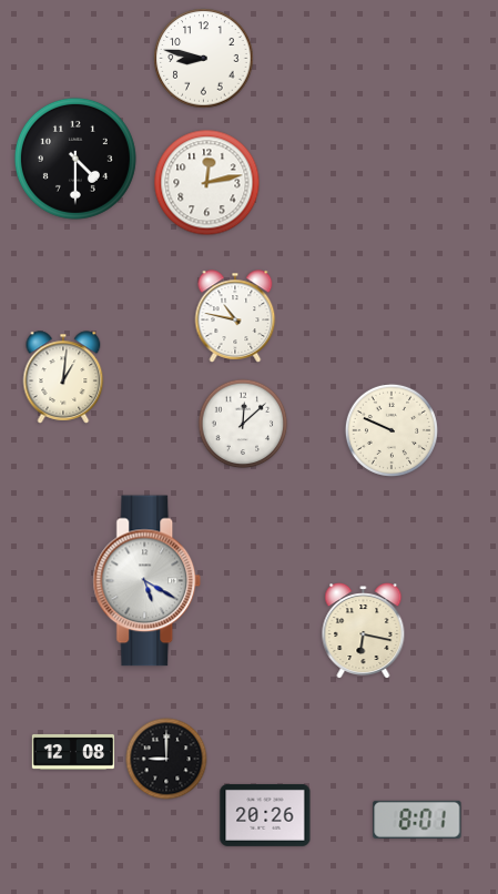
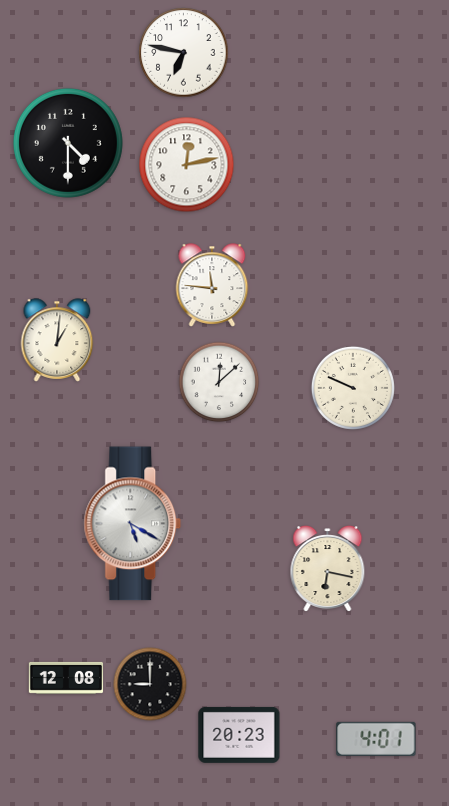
clock at (204, 59): 8:47 -> 6:47
clock at (235, 316): 10:47 -> 11:46
clock at (265, 815): 20:26 -> 20:23
clock at (417, 820): 8:01 -> 4:01
